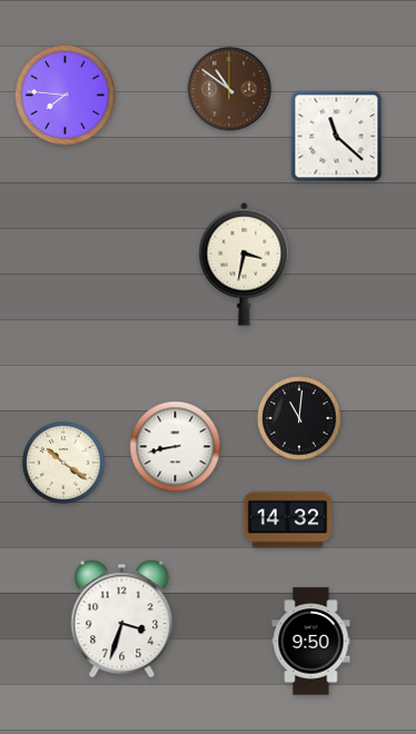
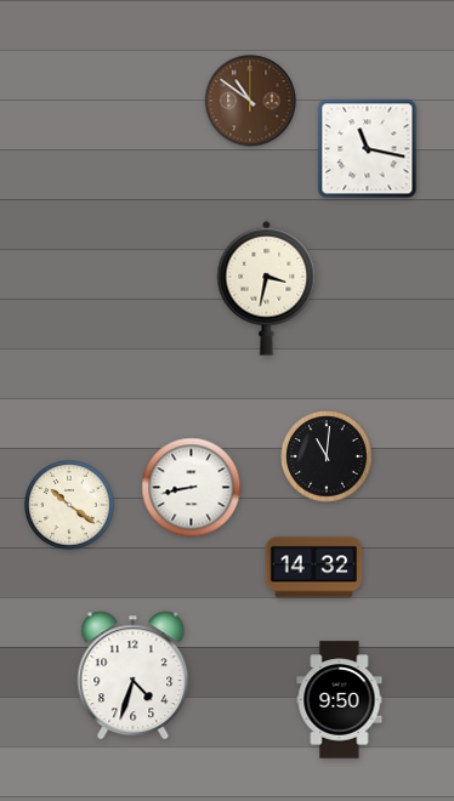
clock at (229, 89) position: (229, 89) -> (250, 101)
clock at (66, 96): 7:46 -> none
clock at (337, 137): 11:22 -> 11:17
clock at (122, 619): 3:33 -> 4:33
